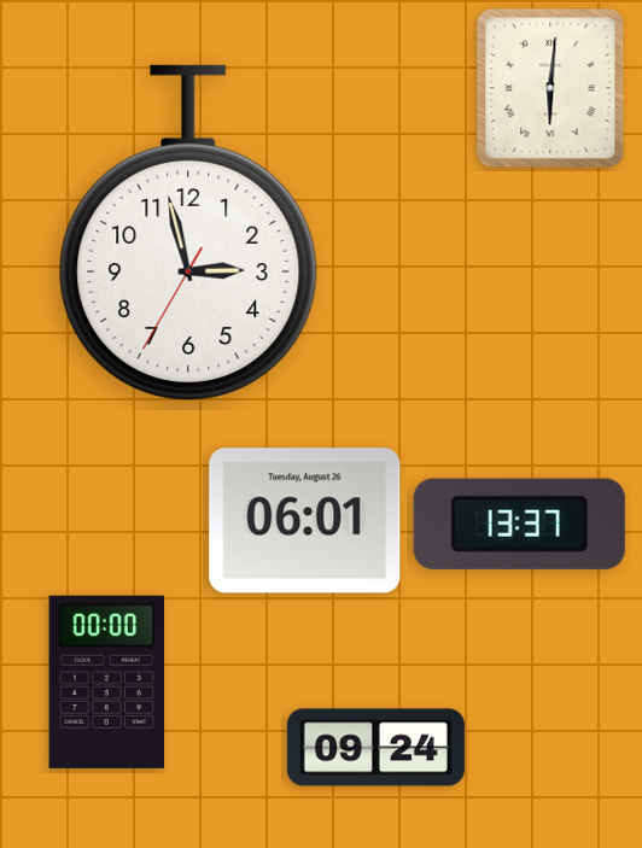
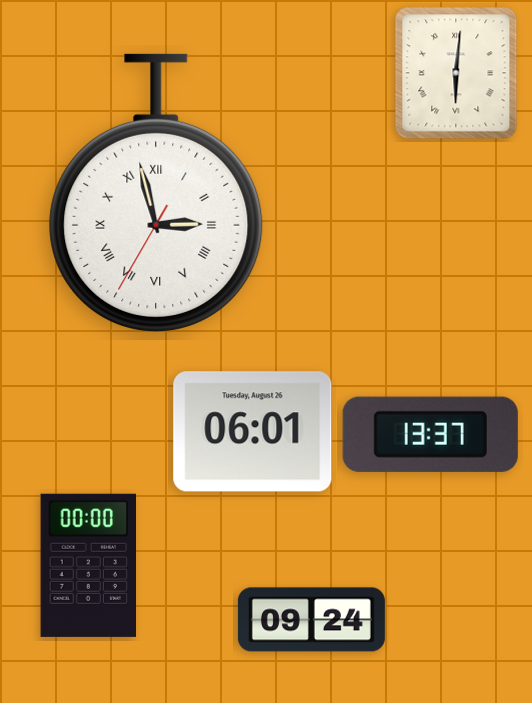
clock at (188, 233) numerals: Arabic -> Roman
